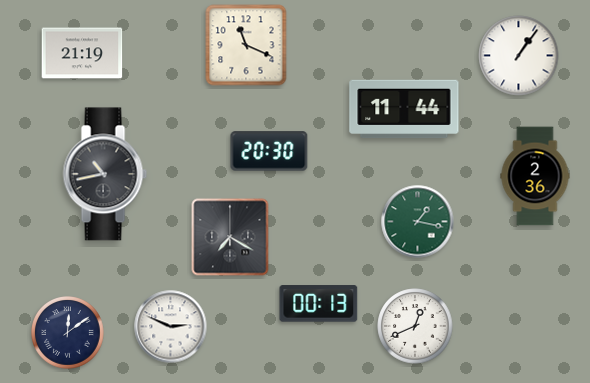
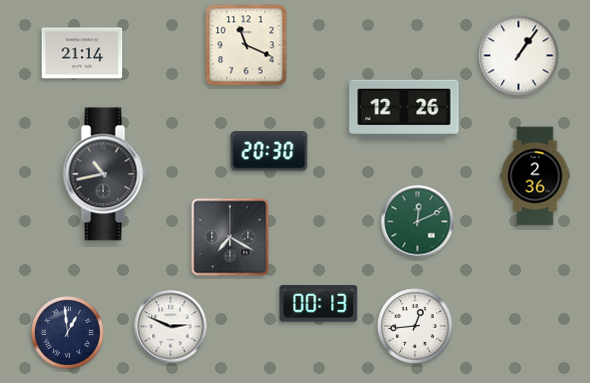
clock at (82, 53): 21:19 -> 21:14
clock at (404, 109): 11:44 -> 12:26
clock at (418, 222): 1:17 -> 12:11
clock at (415, 326): 12:41 -> 12:44
clock at (68, 333): 12:09 -> 12:59
